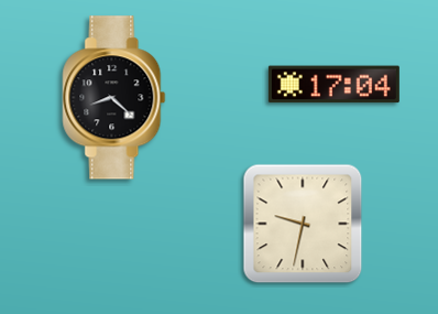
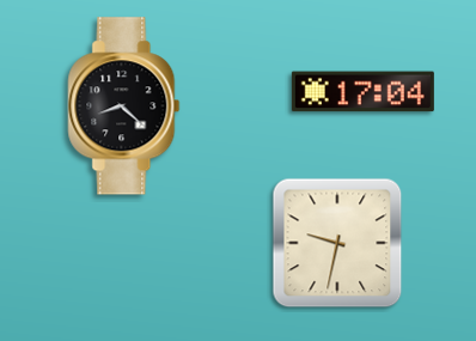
clock at (303, 224) position: (303, 224) -> (337, 243)
